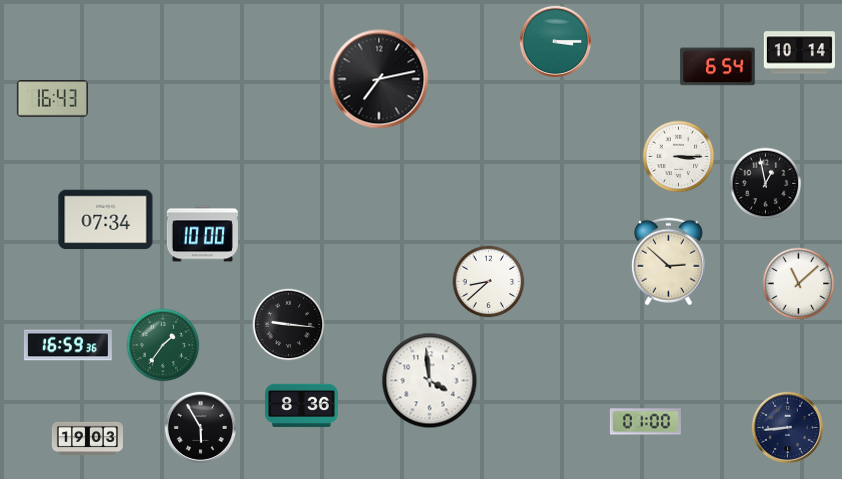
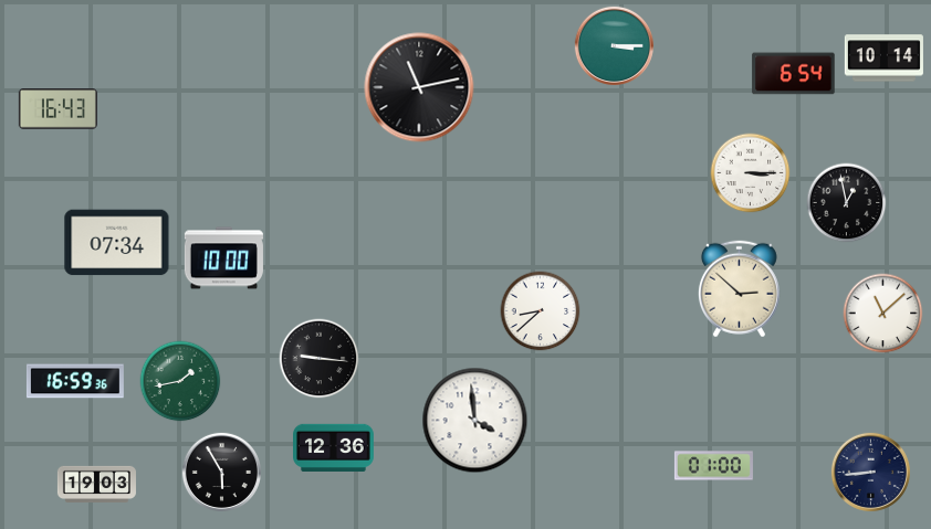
clock at (379, 79): 7:13 -> 11:13
clock at (163, 345): 1:36 -> 1:43
clock at (302, 405): 8:36 -> 12:36
